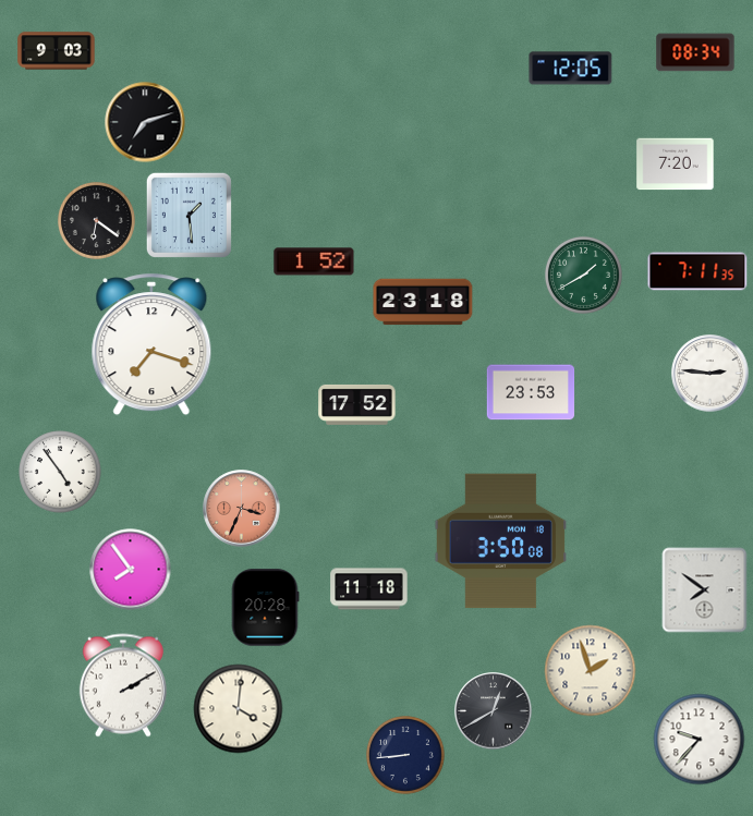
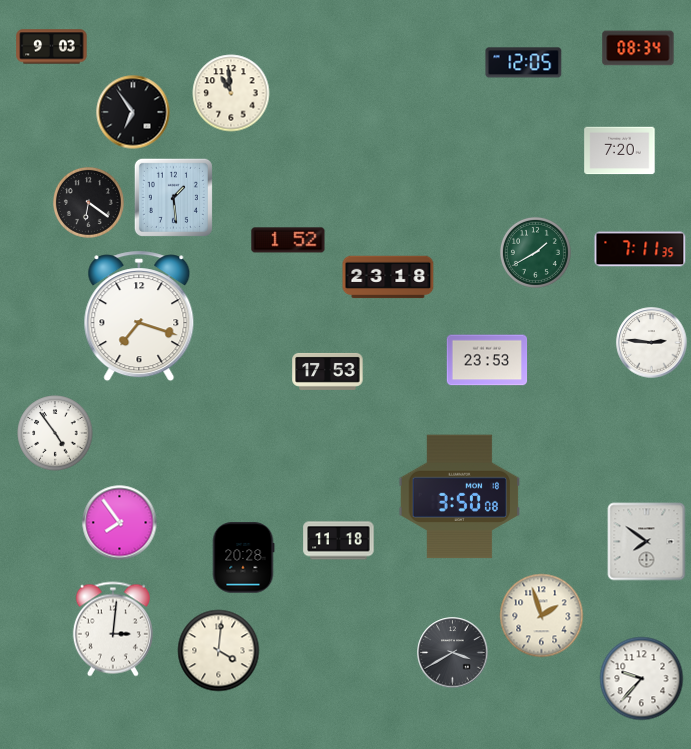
clock at (231, 93): none -> 10:59
clock at (145, 122): 7:12 -> 6:54
clock at (357, 404): 17:52 -> 17:53
clock at (242, 509): 3:34 -> none
clock at (123, 685): 2:10 -> 3:01
clock at (494, 711): 12:40 -> 3:40
clock at (406, 756): 8:44 -> none
